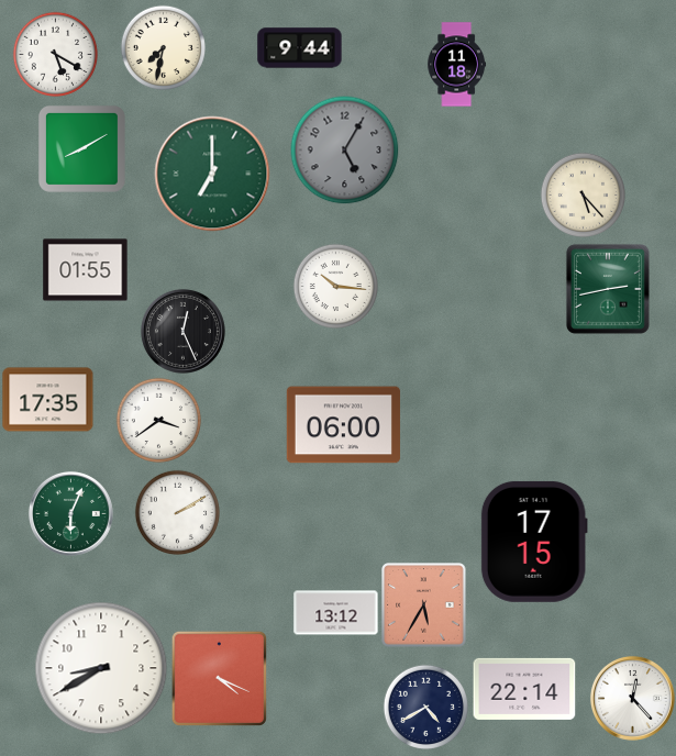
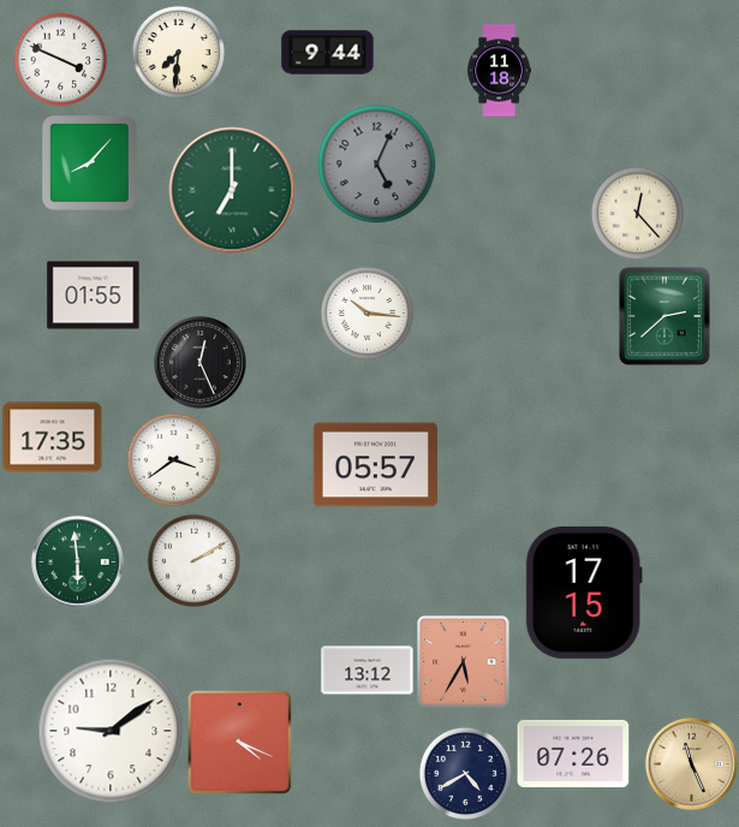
clock at (163, 47): 7:32 -> 7:31
clock at (55, 54): 5:20 -> 3:49
clock at (81, 148): 8:10 -> 8:07
clock at (345, 151): 5:05 -> 5:04
clock at (583, 194): 5:23 -> 12:23
clock at (608, 289): 2:43 -> 2:38
clock at (343, 425): 06:00 -> 05:57
clock at (70, 513): 6:04 -> 5:59
clock at (101, 668): 8:40 -> 9:09
clock at (524, 689): 22:14 -> 07:26
clock at (632, 698): 12:23 -> 11:26
clock at (632, 698) dial: white -> champagne
